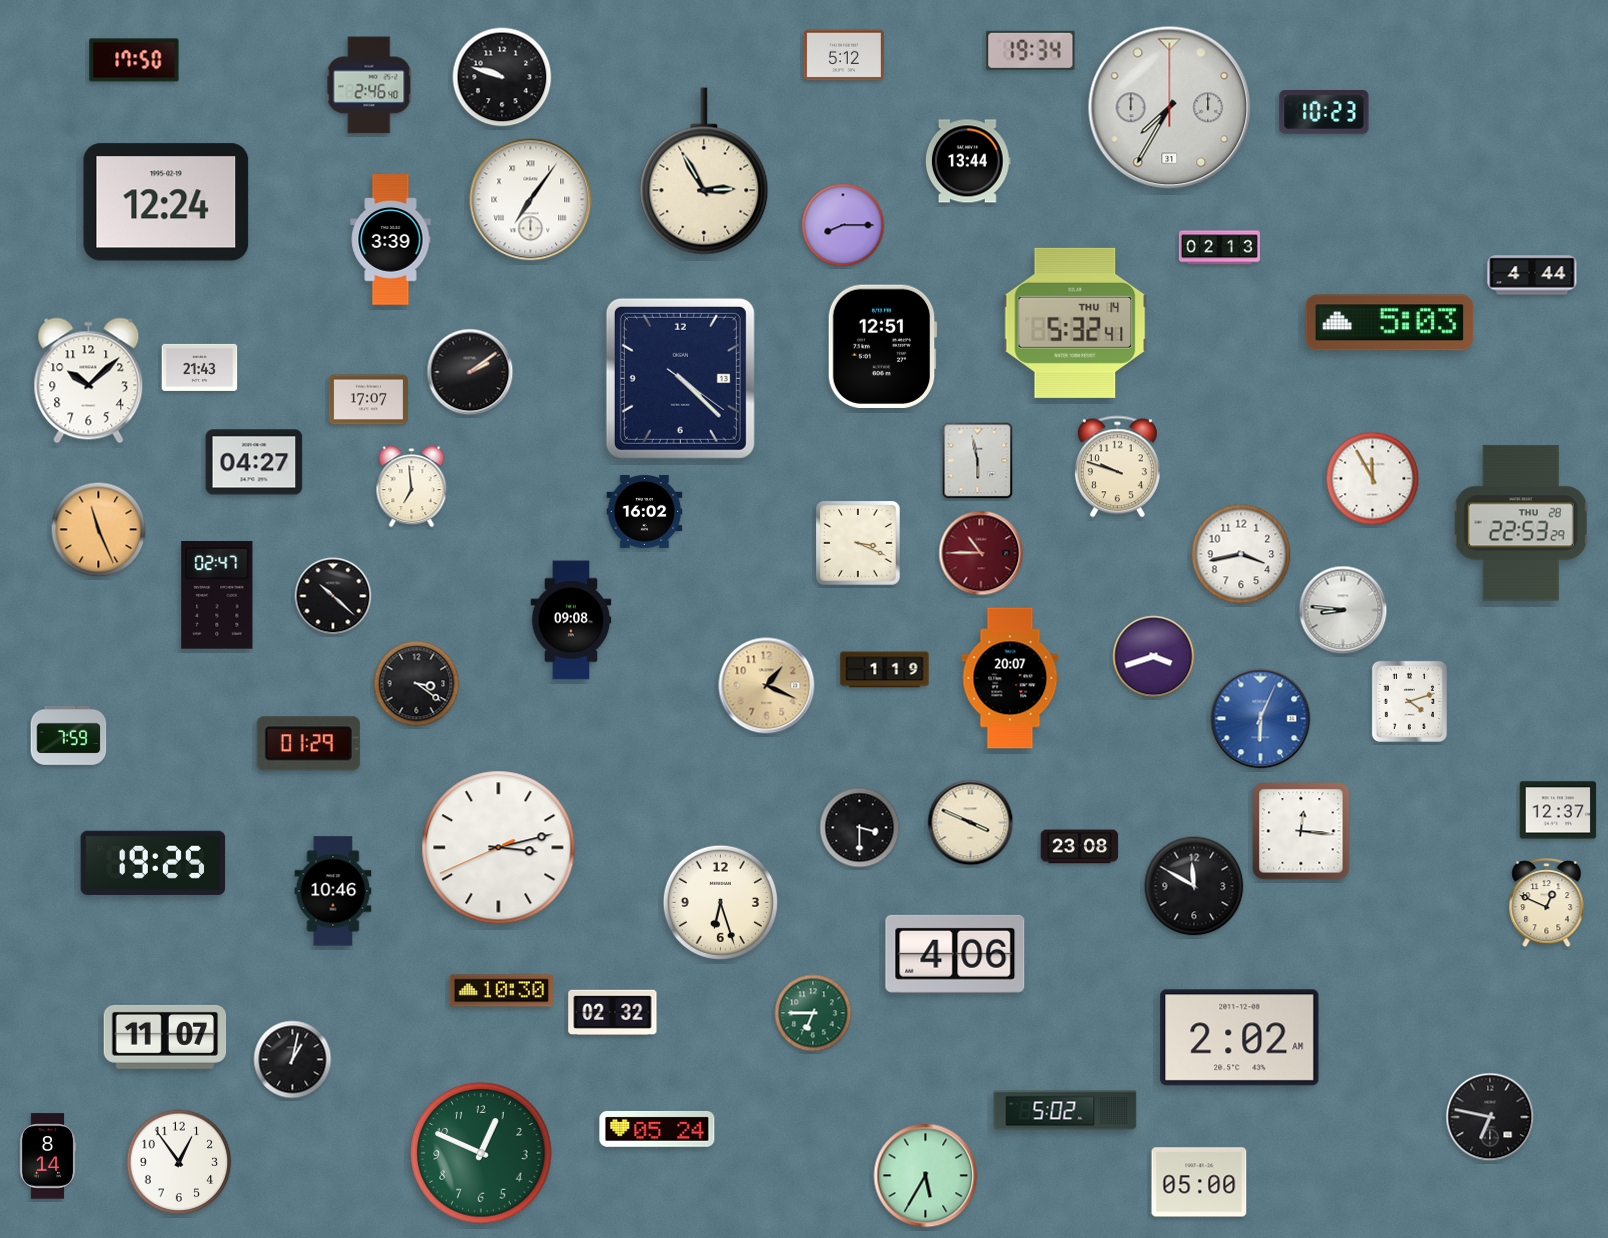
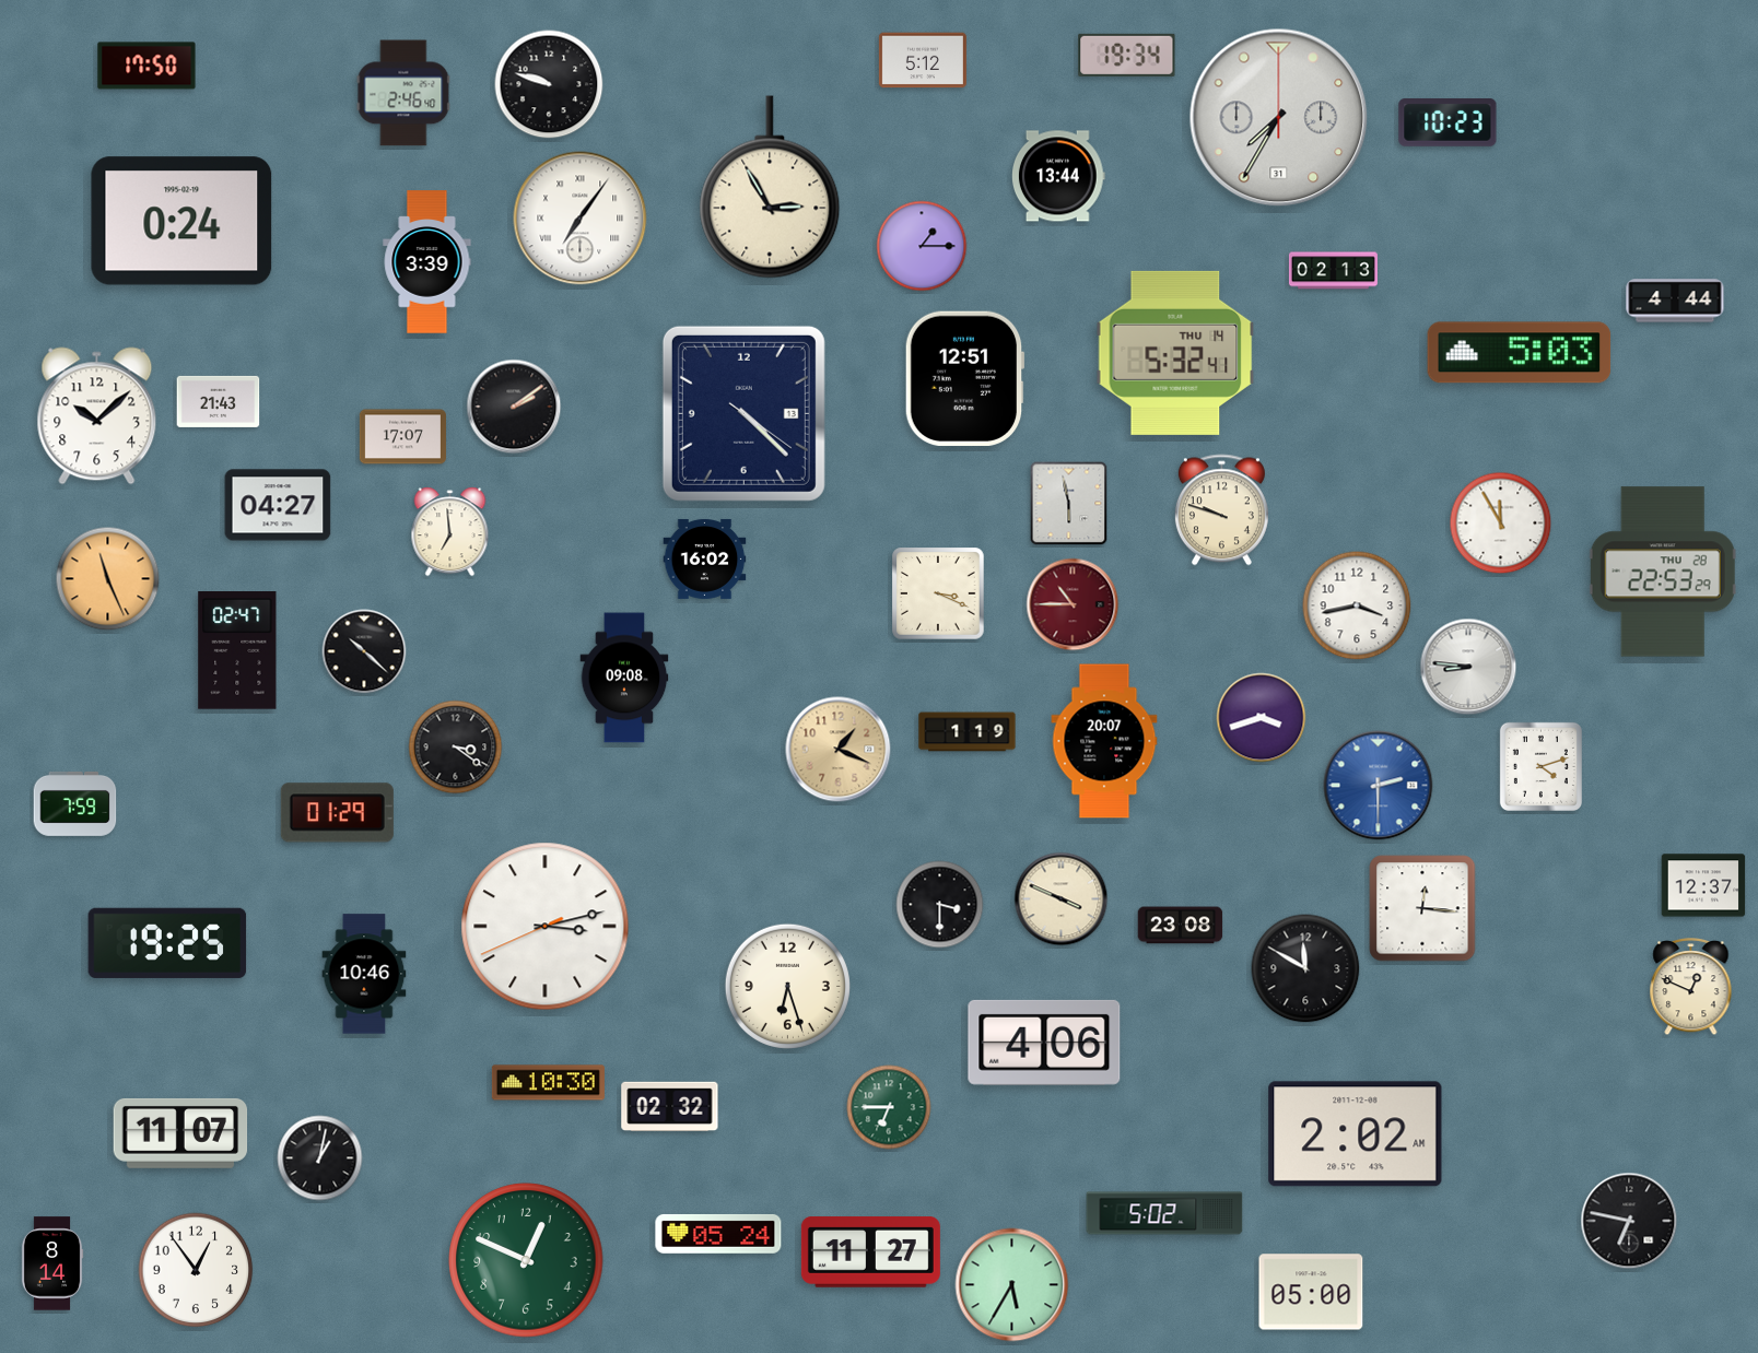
clock at (166, 202): 12:24 -> 0:24
clock at (843, 225): 8:15 -> 1:15
clock at (1261, 719): 6:04 -> 2:30
clock at (870, 1252): none -> 11:27
